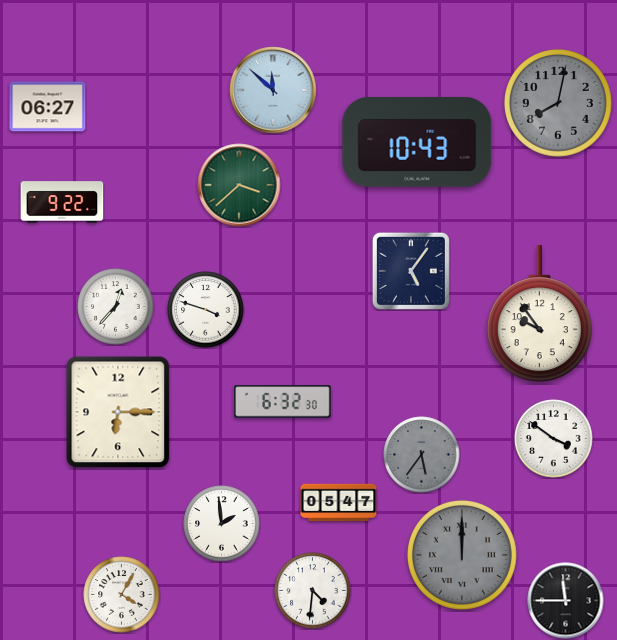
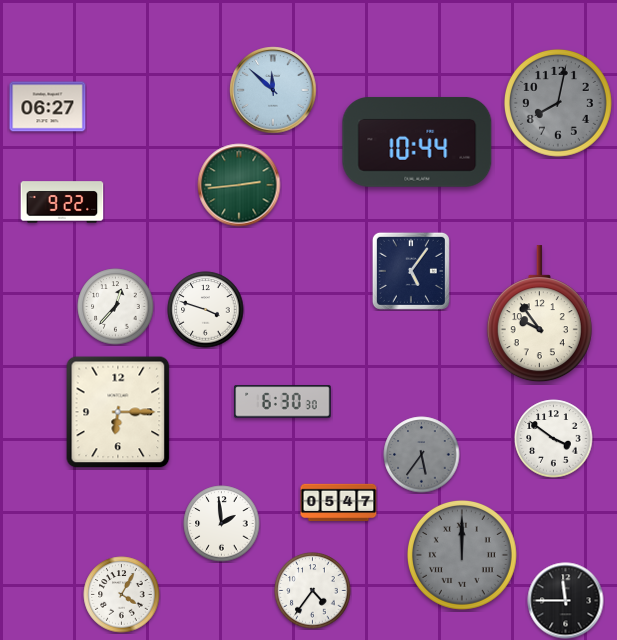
clock at (417, 142): 10:43 -> 10:44
clock at (239, 185): 3:38 -> 2:44
clock at (283, 402): 6:32 -> 6:30
clock at (313, 591): 4:31 -> 4:36
